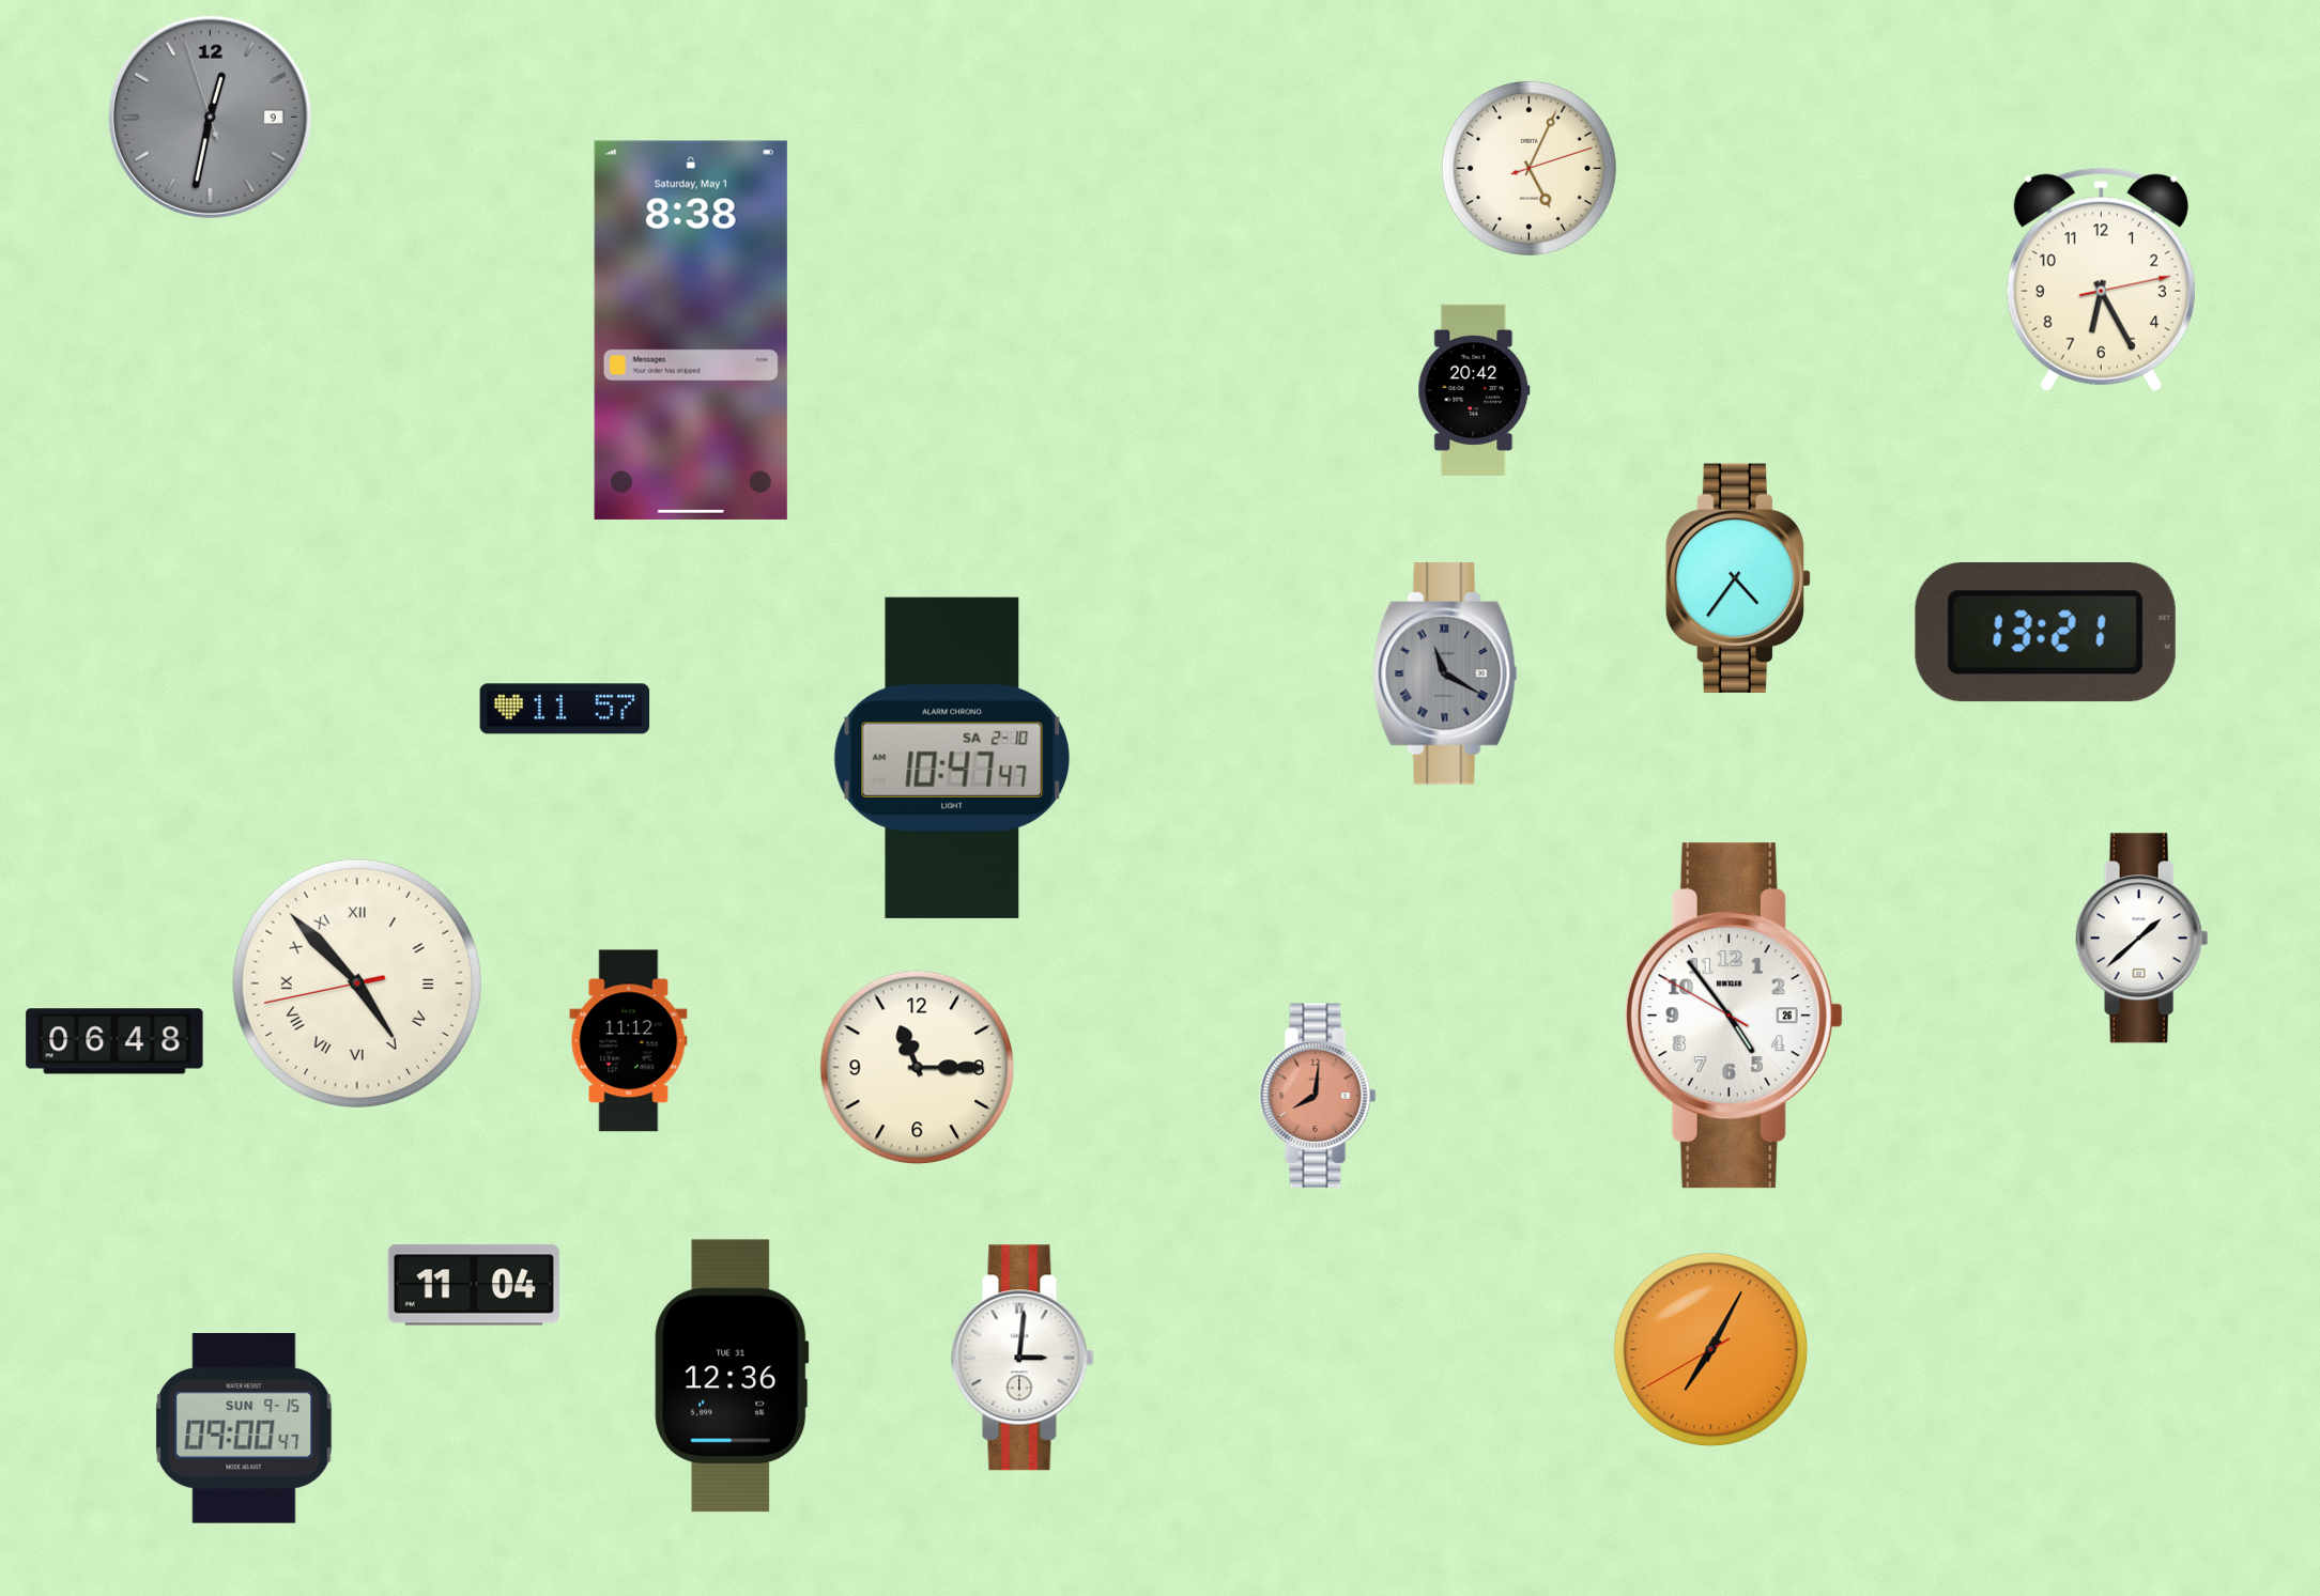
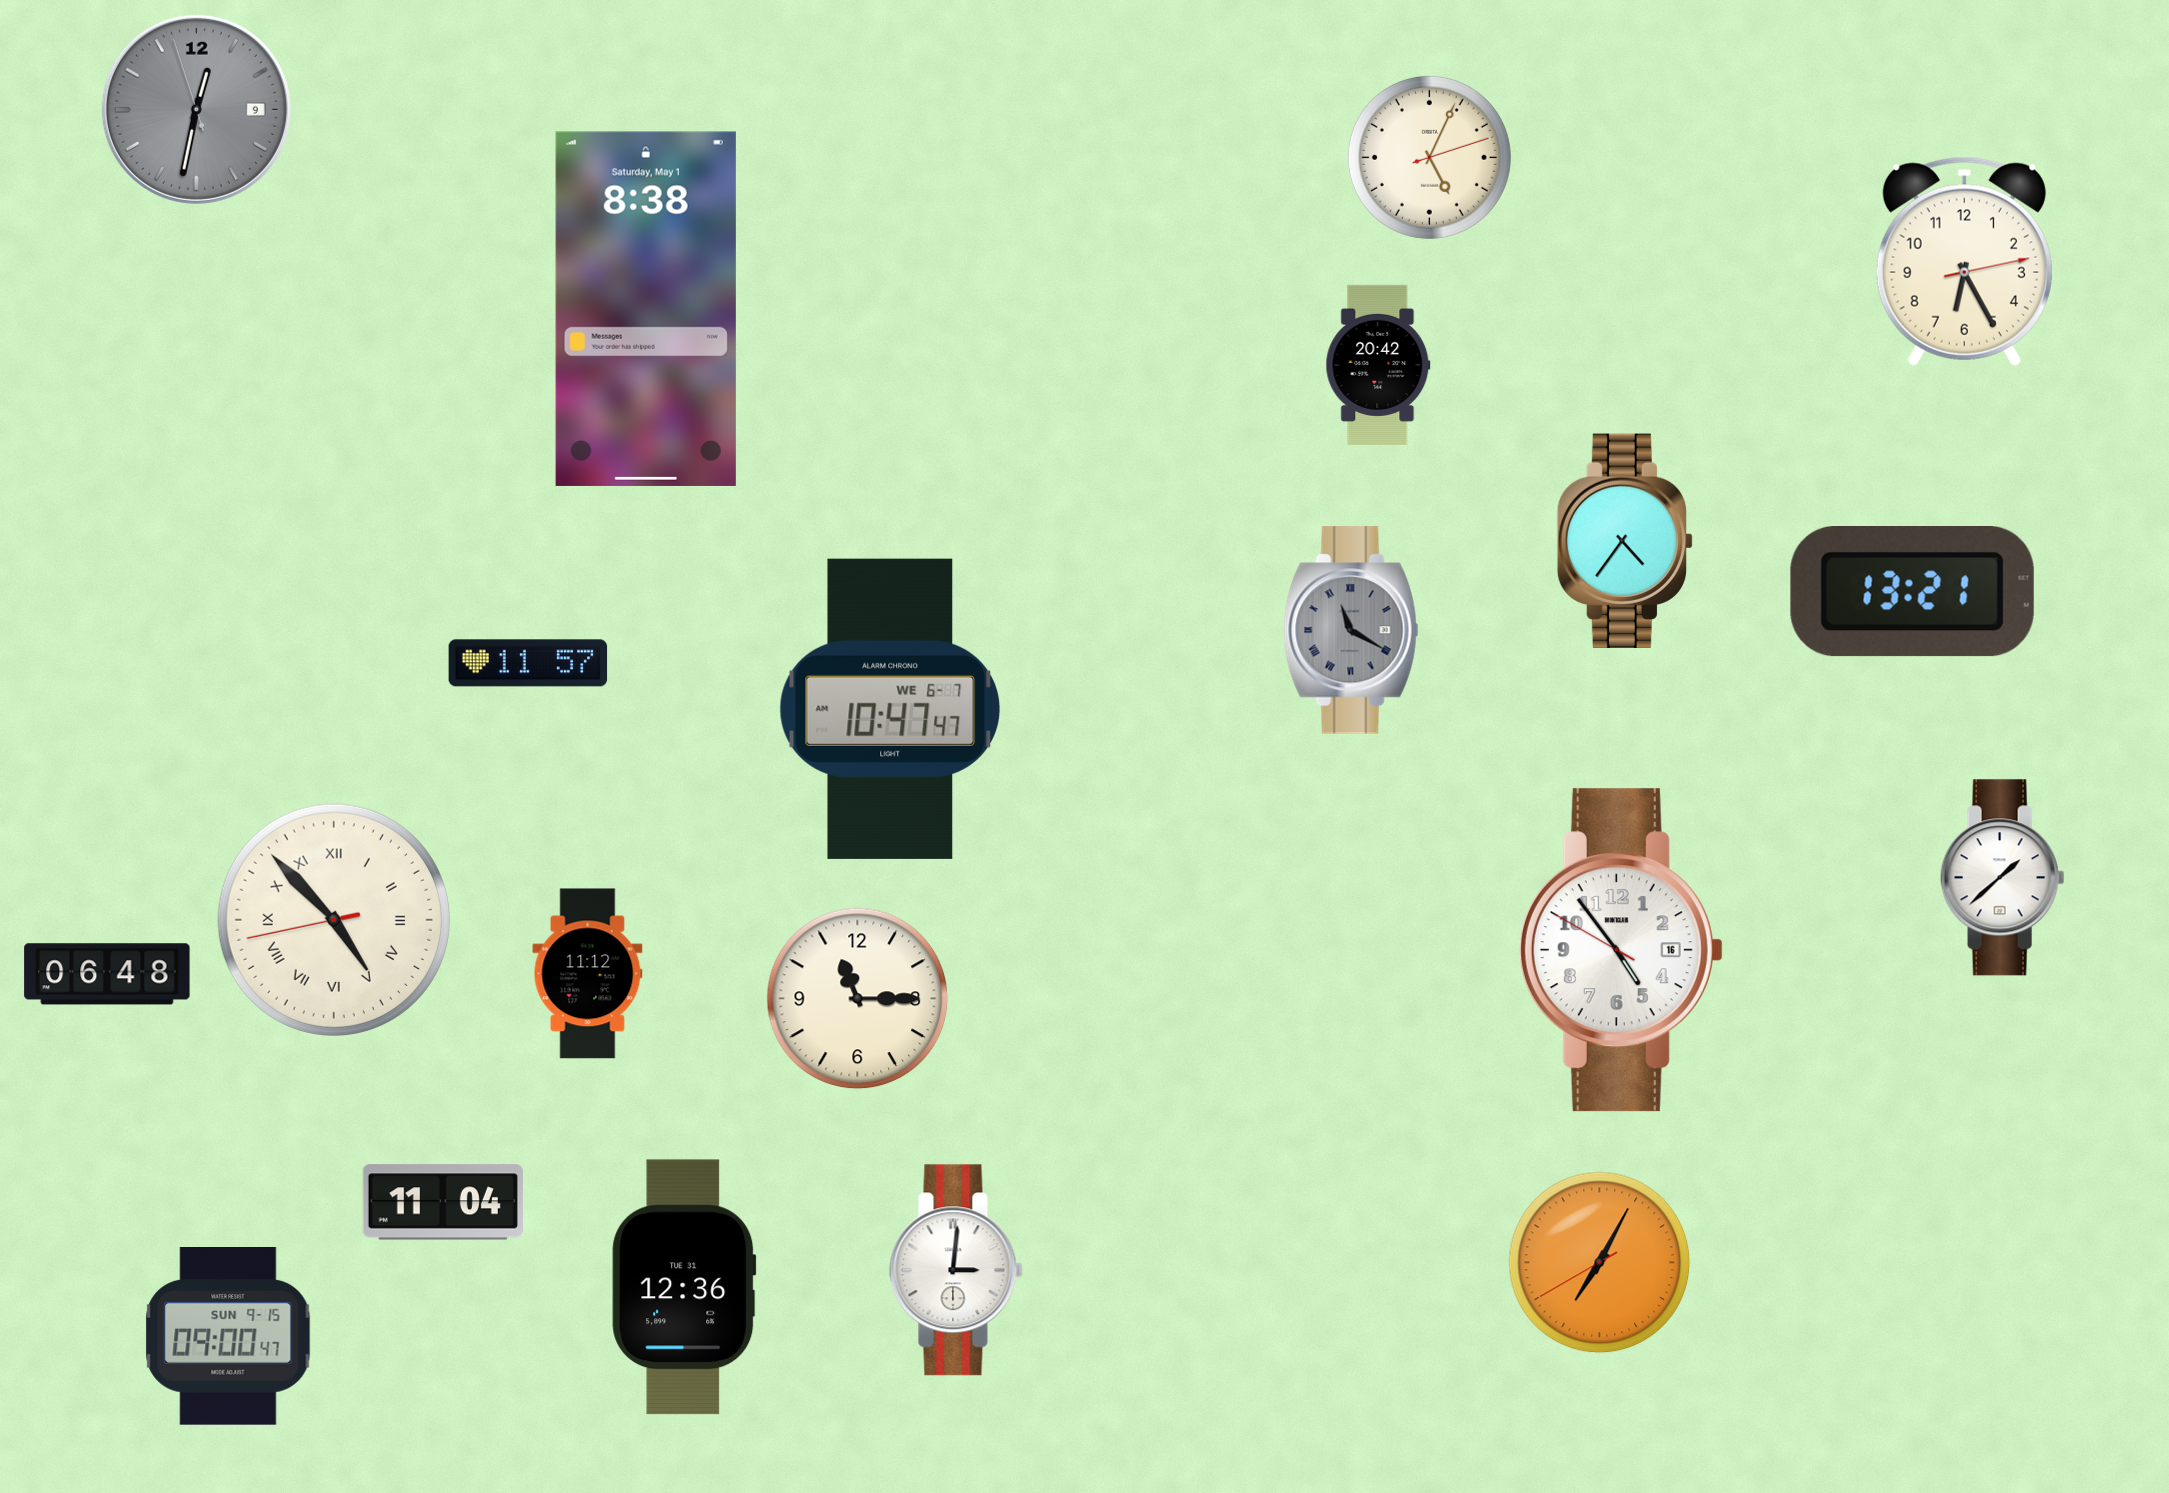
clock at (952, 758) date: SA 2-10 -> WE 6-7
clock at (1734, 1016) date: 26 -> 16
clock at (1318, 1096): 8:01 -> none
